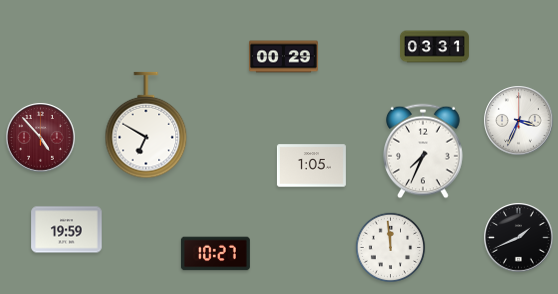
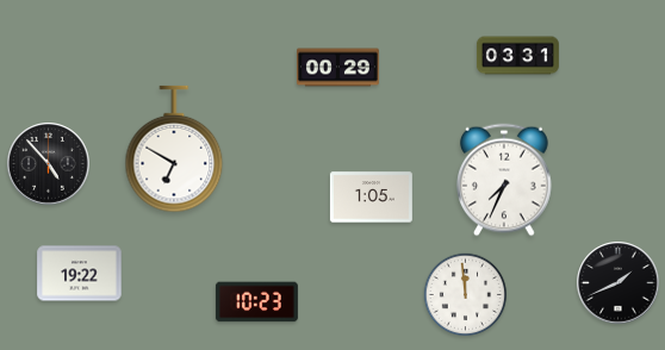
clock at (519, 121): 3:34 -> none
clock at (41, 138) dial: burgundy -> black
clock at (67, 230): 19:59 -> 19:22
clock at (215, 254): 10:27 -> 10:23
